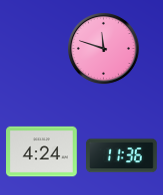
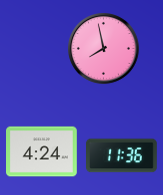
clock at (104, 49): 11:48 -> 7:58
